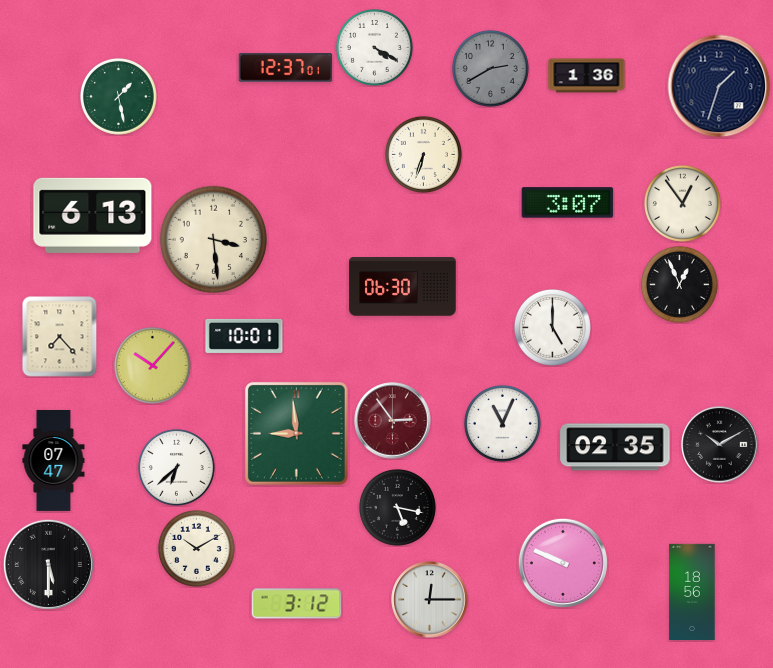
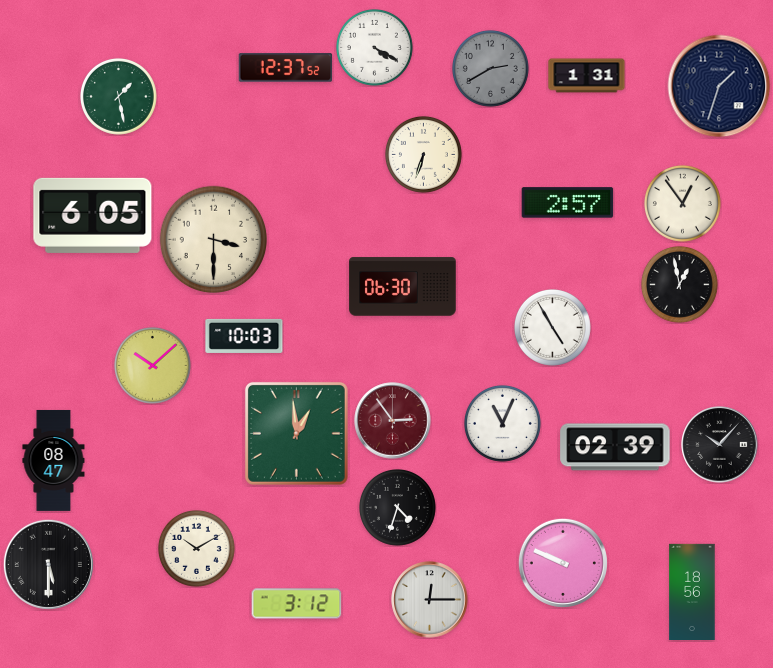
clock at (286, 68): 12:37:01 -> 12:37:52
clock at (587, 76): 1:36 -> 1:31
clock at (568, 203): 3:07 -> 2:57
clock at (93, 215): 6:13 -> 6:05
clock at (214, 240): 3:29 -> 3:30
clock at (679, 284): 12:56 -> 12:58
clock at (552, 327): 5:00 -> 4:55
clock at (60, 336): 7:23 -> none
clock at (244, 336): 10:01 -> 10:03
clock at (152, 365): 10:07 -> 10:08
clock at (296, 433): 8:59 -> 12:59
clock at (720, 445): 10:10 -> 10:07
clock at (615, 447): 02:35 -> 02:39
clock at (54, 460): 07:47 -> 08:47
clock at (176, 467): 6:38 -> none
clock at (397, 507): 5:17 -> 4:33
